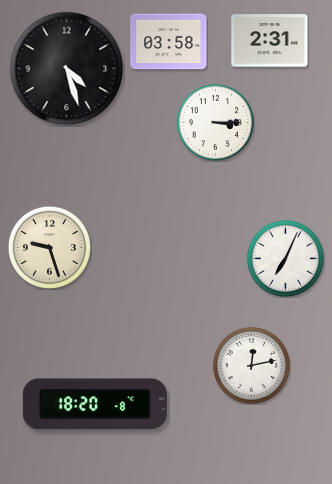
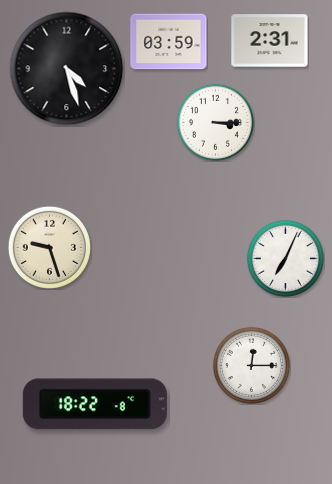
clock at (169, 42): 03:58 -> 03:59
clock at (251, 365): 12:13 -> 12:15
clock at (95, 404): 18:20 -> 18:22
